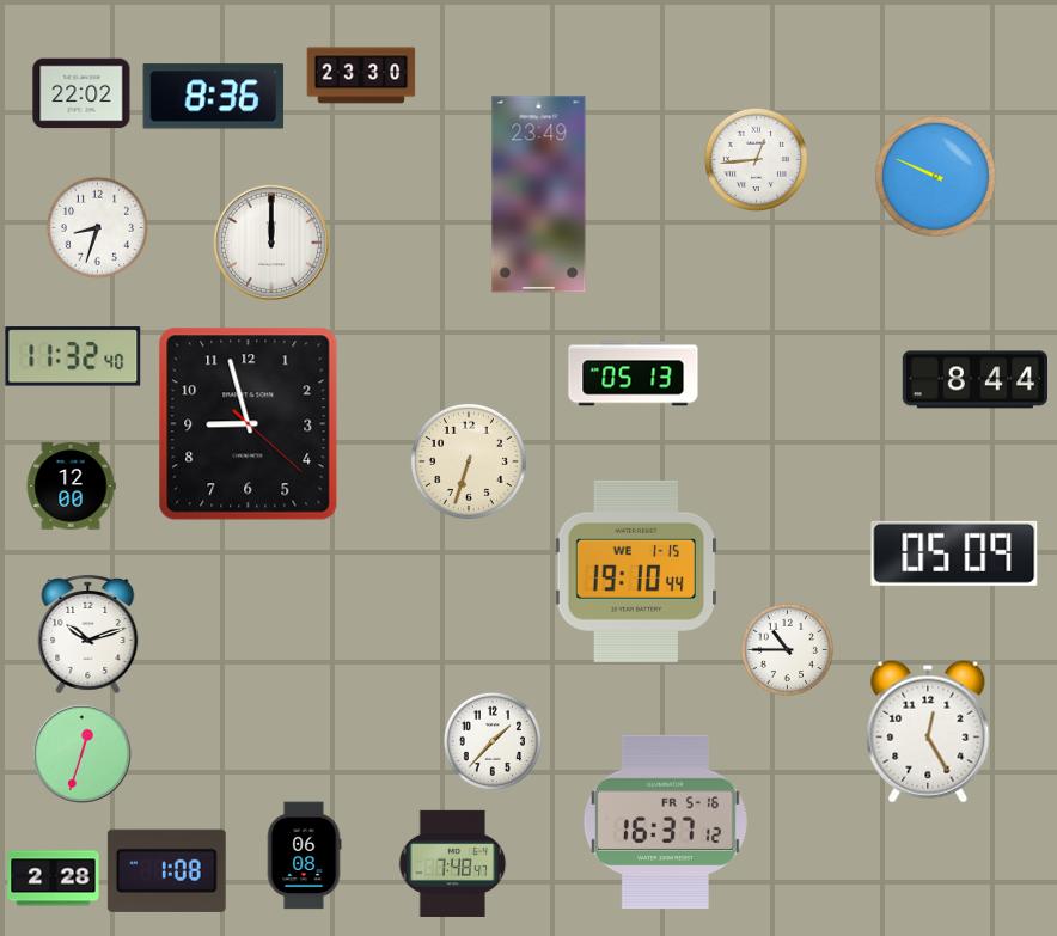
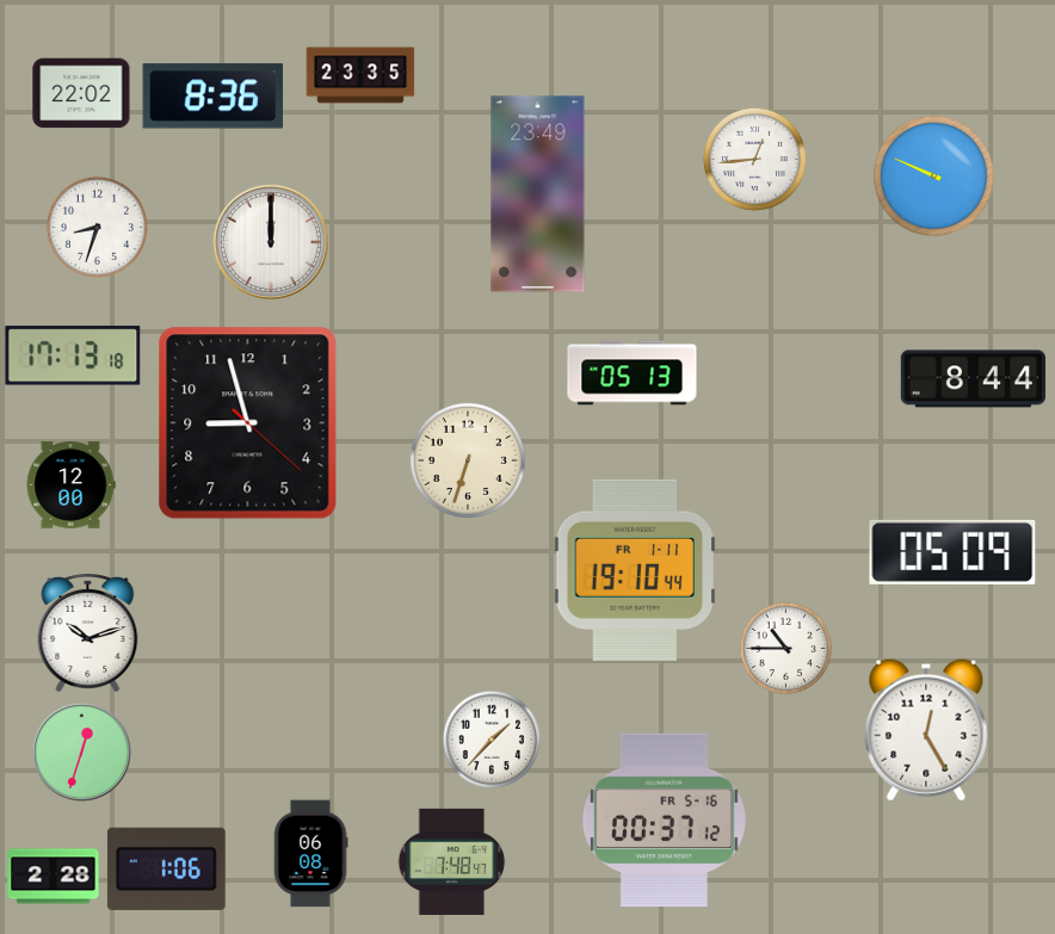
clock at (361, 75): 23:30 -> 23:35
clock at (73, 356): 11:32 -> 17:13
clock at (636, 571) date: WE 1-15 -> FR 1-11
clock at (665, 822): 16:37 -> 00:37
clock at (304, 856) position: (304, 856) -> (310, 854)
clock at (166, 870): 1:08 -> 1:06
